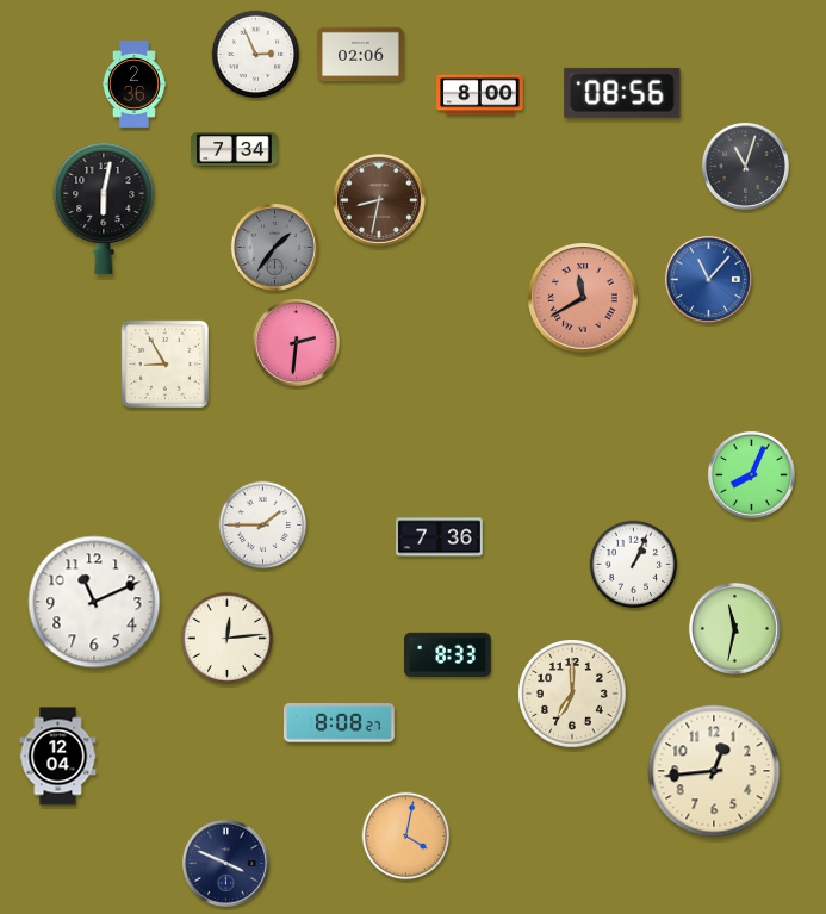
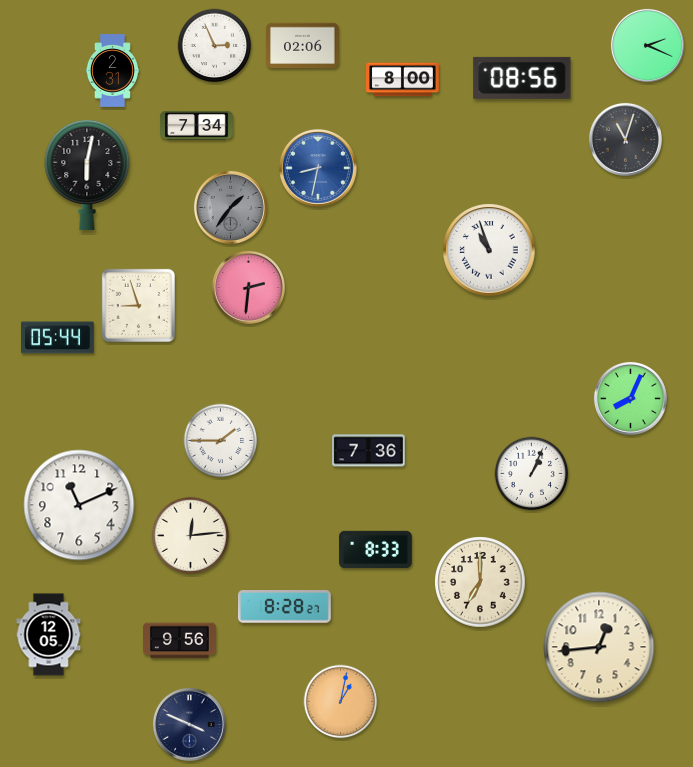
clock at (647, 45): none -> 2:19
clock at (133, 85): 2:36 -> 2:31
clock at (379, 200) dial: brown -> blue
clock at (708, 279): 11:07 -> none
clock at (583, 298): 11:40 -> 10:57
clock at (583, 298) dial: salmon -> white
clock at (164, 363): 8:55 -> 8:57
clock at (58, 338): none -> 05:44
clock at (734, 628): 11:32 -> none
clock at (339, 723): 8:08 -> 8:28
clock at (58, 757): 12:04 -> 12:05
clock at (180, 641): none -> 9:56
clock at (406, 837): 4:02 -> 1:02
